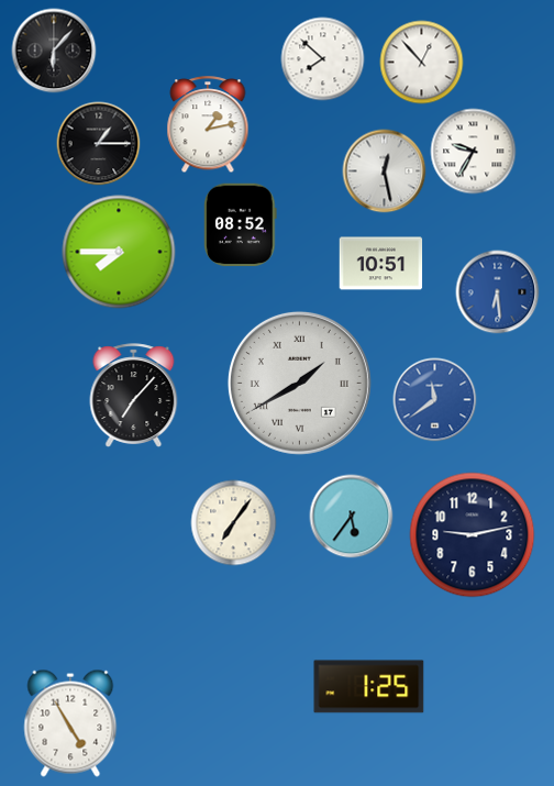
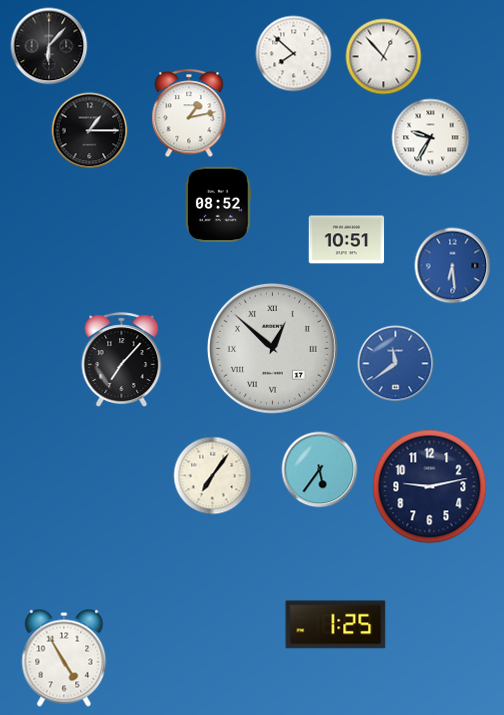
clock at (385, 171): 12:28 -> none
clock at (119, 252): 7:45 -> none
clock at (299, 383): 1:40 -> 12:52
